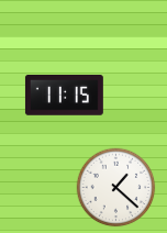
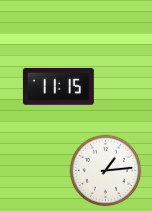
clock at (116, 188): 1:22 -> 1:14
